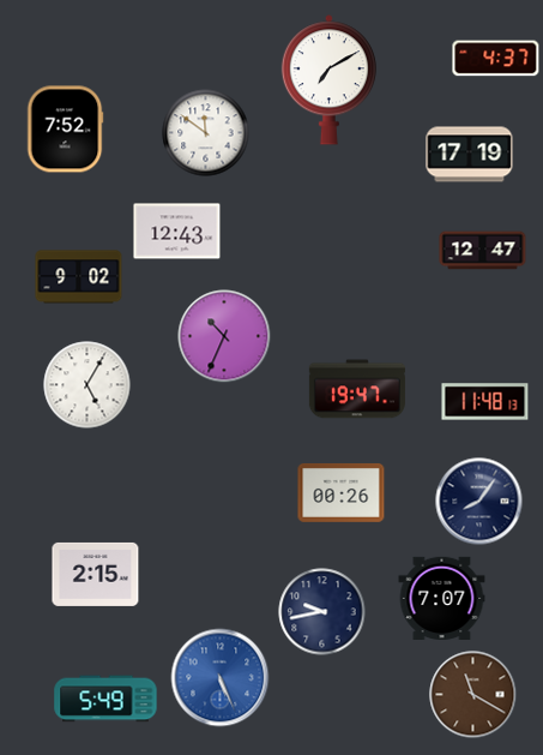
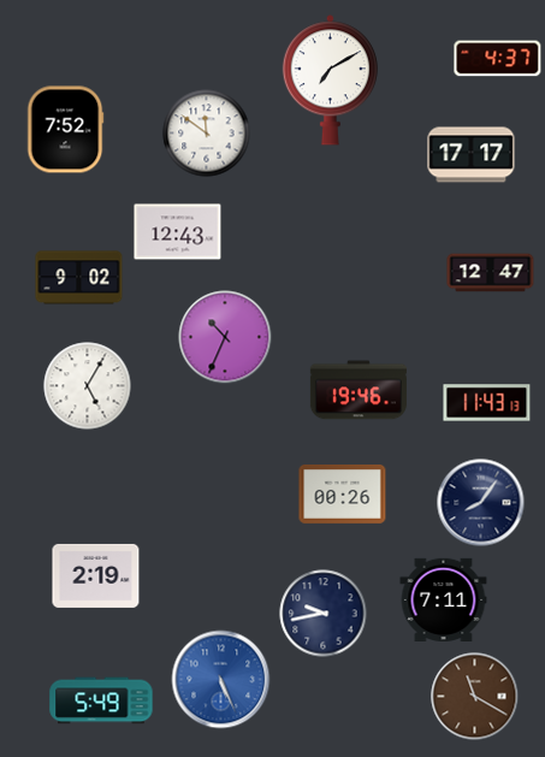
clock at (470, 155): 17:19 -> 17:17
clock at (483, 251) position: (483, 251) -> (491, 273)
clock at (357, 389): 19:47 -> 19:46
clock at (485, 402): 11:48 -> 11:43
clock at (96, 574): 2:15 -> 2:19
clock at (442, 598): 7:07 -> 7:11
clock at (105, 699) position: (105, 699) -> (101, 700)
